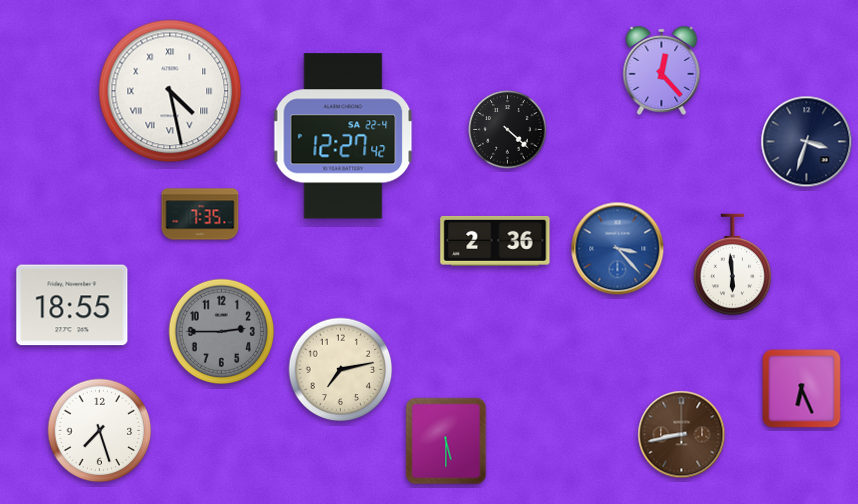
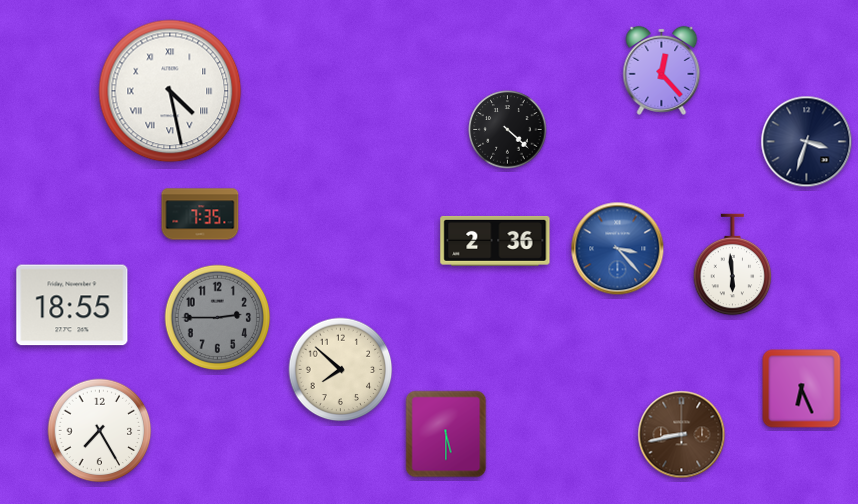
clock at (343, 136): 12:27 -> none
clock at (222, 332) position: (222, 332) -> (218, 318)
clock at (341, 370): 7:13 -> 7:52
clock at (100, 431): 7:27 -> 7:25
clock at (446, 441) position: (446, 441) -> (446, 434)
